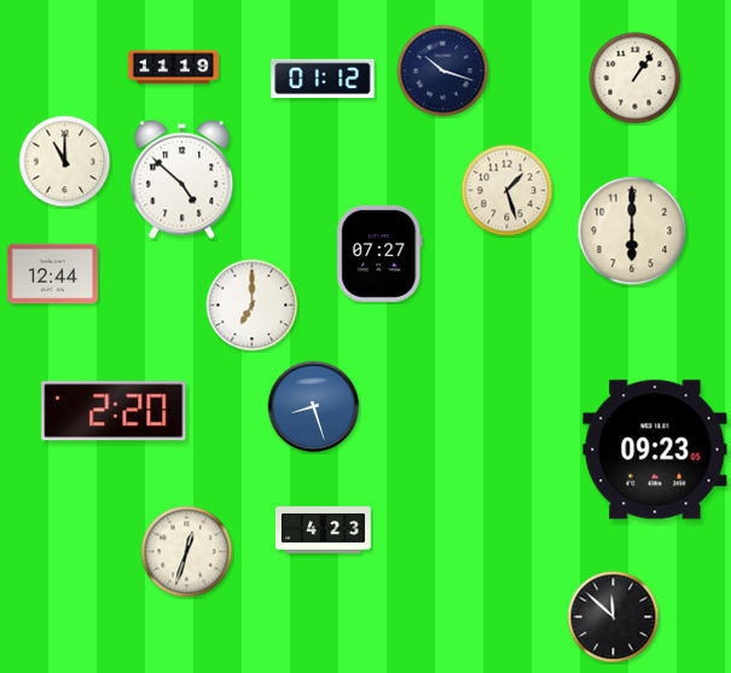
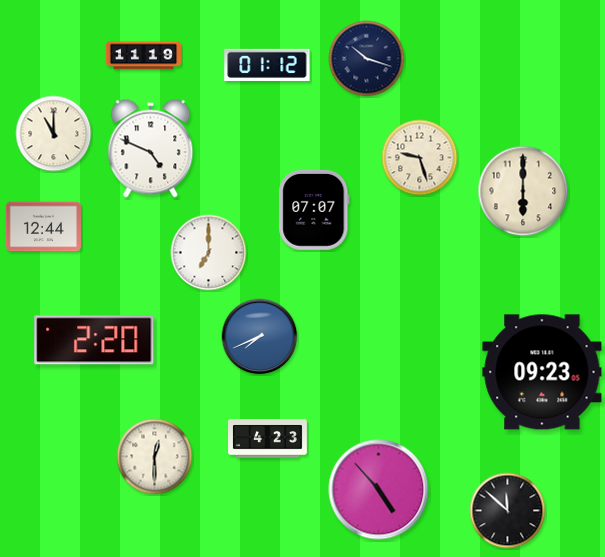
clock at (636, 79): 1:06 -> none
clock at (182, 180): 4:52 -> 4:49
clock at (507, 191): 1:27 -> 9:27
clock at (379, 254): 07:27 -> 07:07
clock at (314, 407): 8:27 -> 7:41
clock at (187, 552): 12:33 -> 12:30
clock at (379, 490): none -> 4:53
